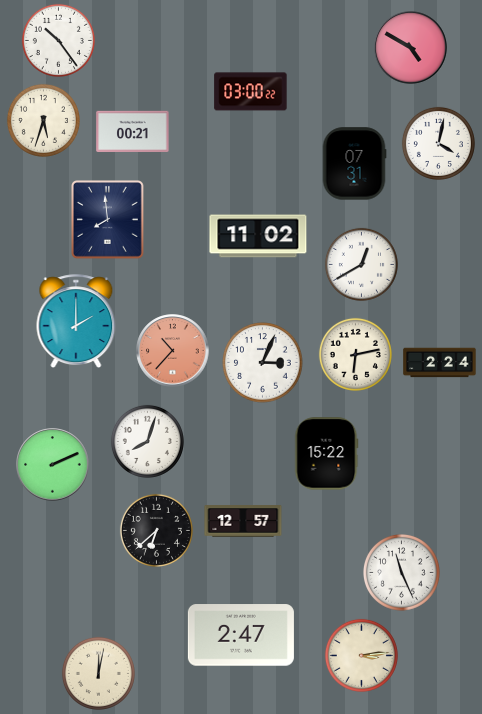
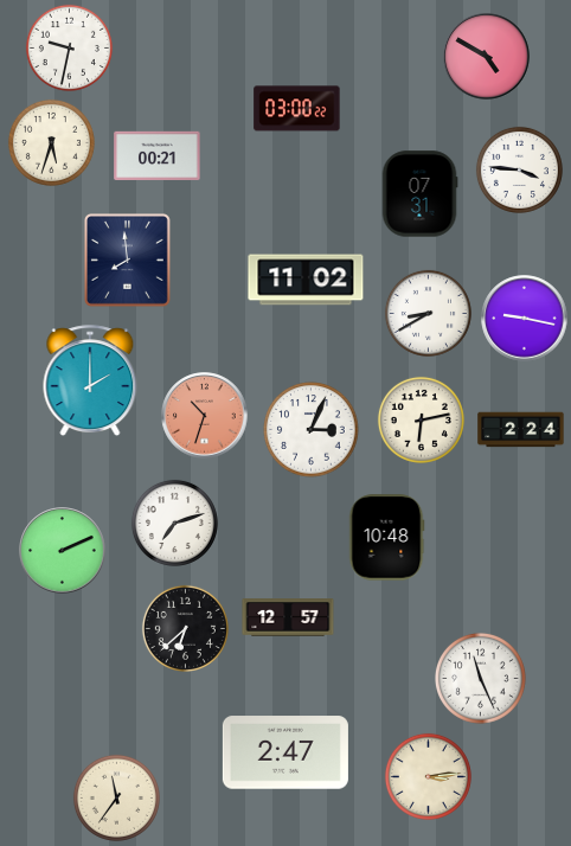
clock at (58, 40): 10:24 -> 9:32
clock at (438, 143): 4:02 -> 3:46
clock at (361, 264): 12:40 -> 8:40
clock at (525, 319): none -> 9:17
clock at (173, 351): 10:37 -> 10:33
clock at (147, 441): 8:03 -> 7:12
clock at (326, 454): 15:22 -> 10:48
clock at (402, 573) position: (402, 573) -> (481, 679)
clock at (98, 673): 12:02 -> 11:36
